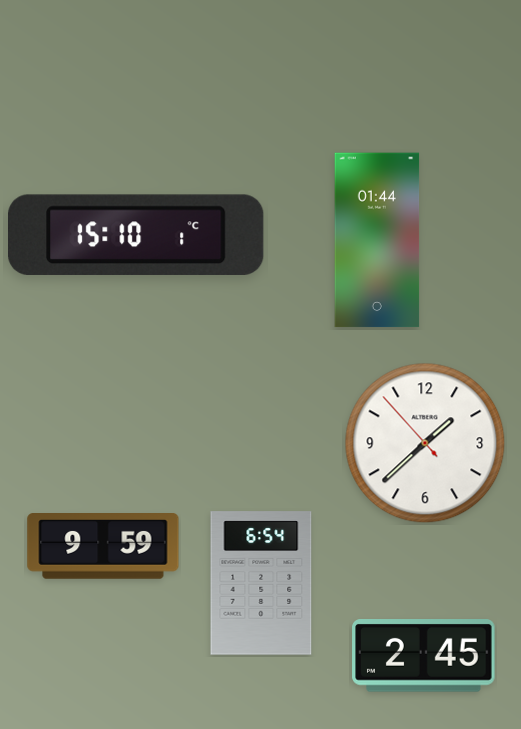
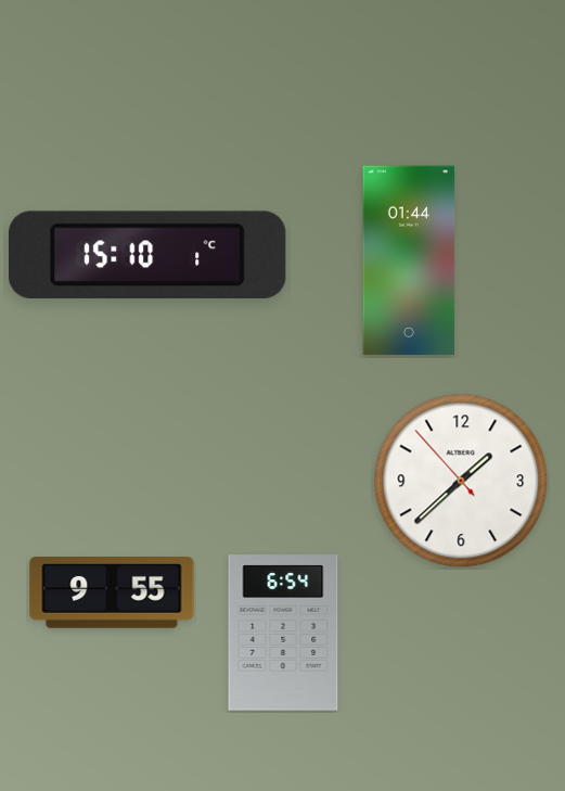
clock at (103, 546): 9:59 -> 9:55
clock at (424, 656): 2:45 -> none
